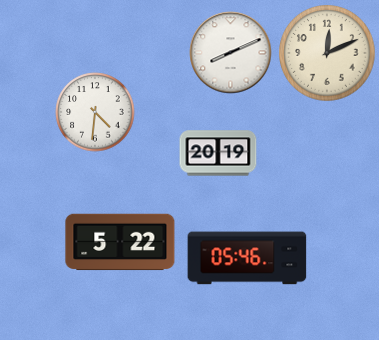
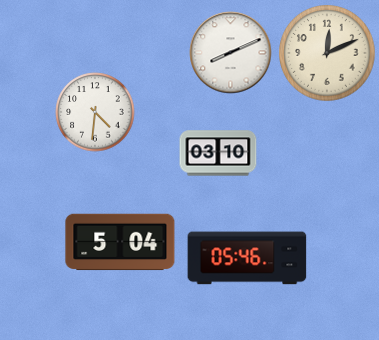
clock at (218, 153): 20:19 -> 03:10
clock at (120, 242): 5:22 -> 5:04
